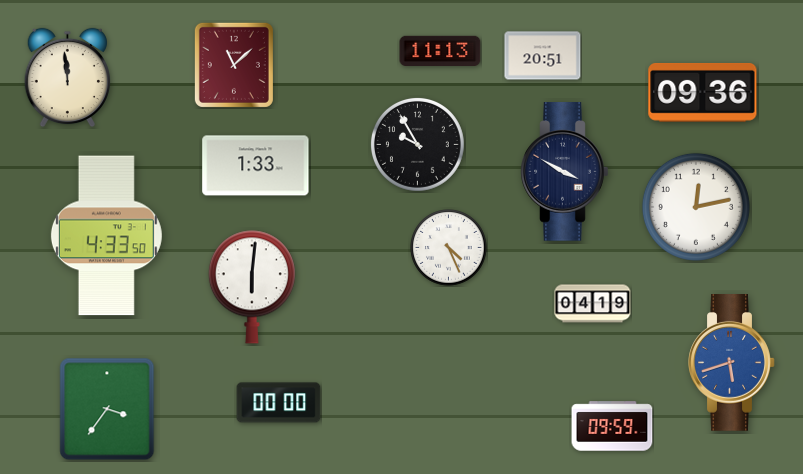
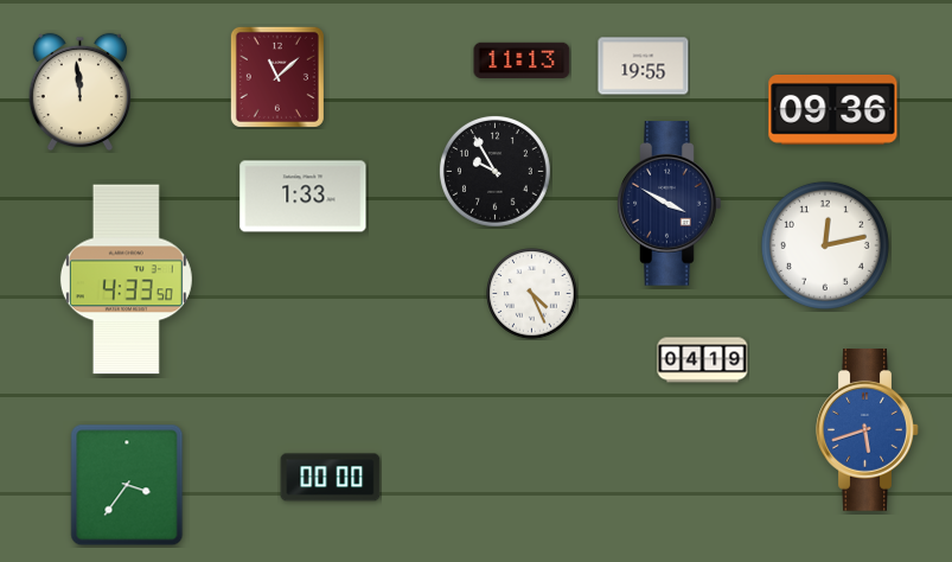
clock at (543, 56): 20:51 -> 19:55
clock at (252, 287): 6:01 -> none
clock at (612, 426): 09:59 -> none
